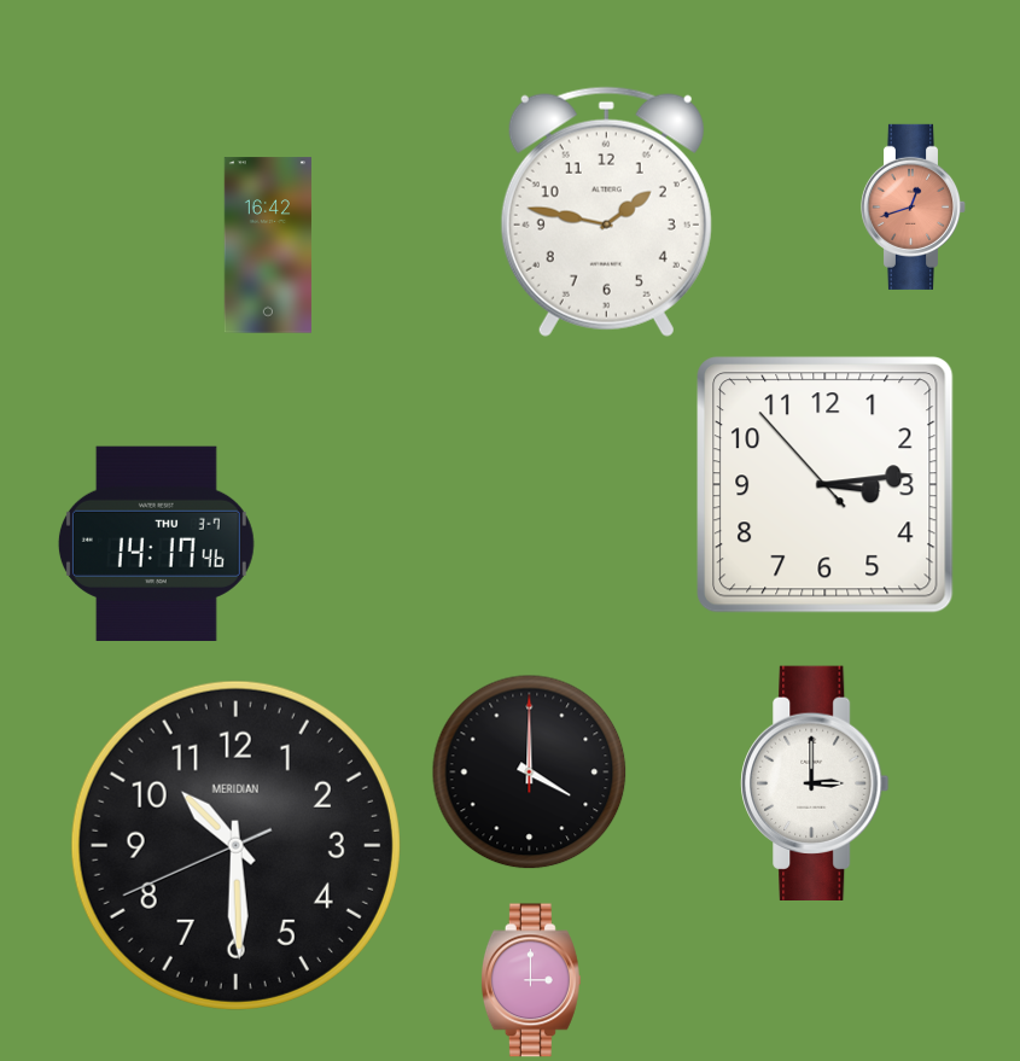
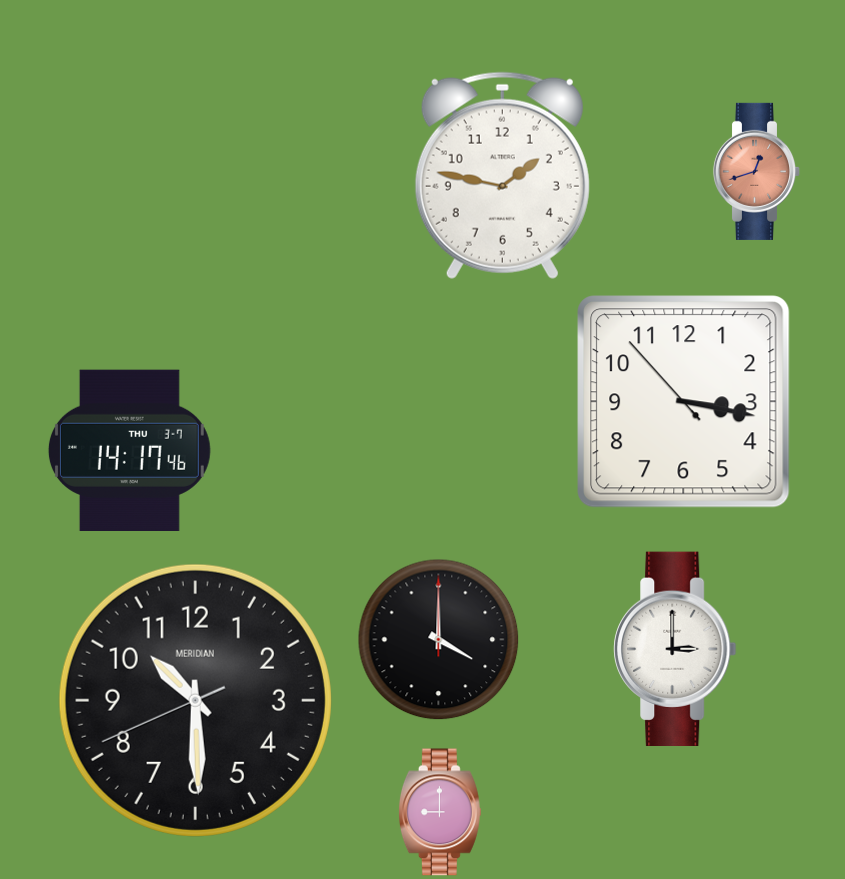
clock at (268, 245): 16:42 -> none
clock at (826, 485): 3:13 -> 3:16
clock at (531, 980): 3:00 -> 9:00
